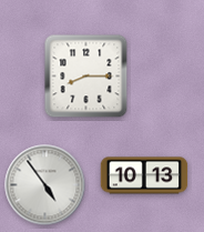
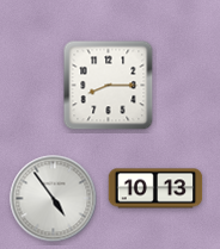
clock at (86, 77) position: (86, 77) -> (109, 86)
clock at (45, 185) position: (45, 185) -> (54, 199)
